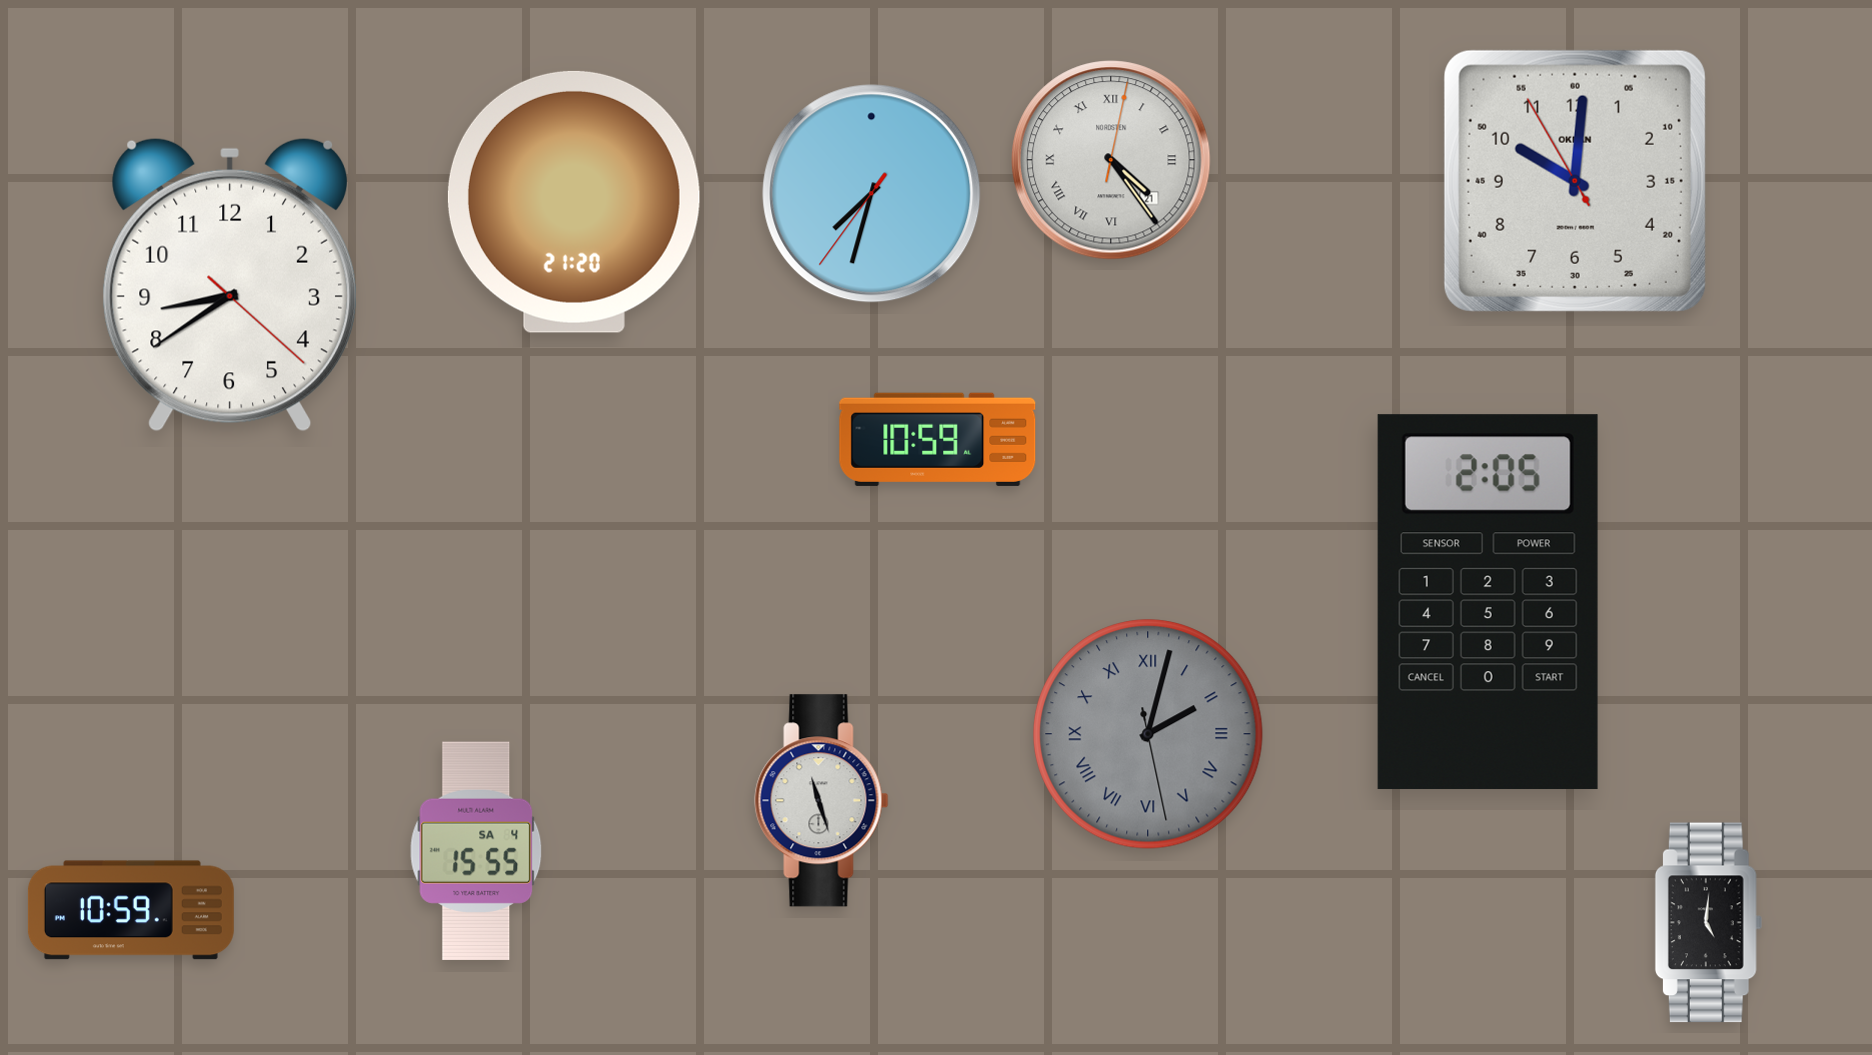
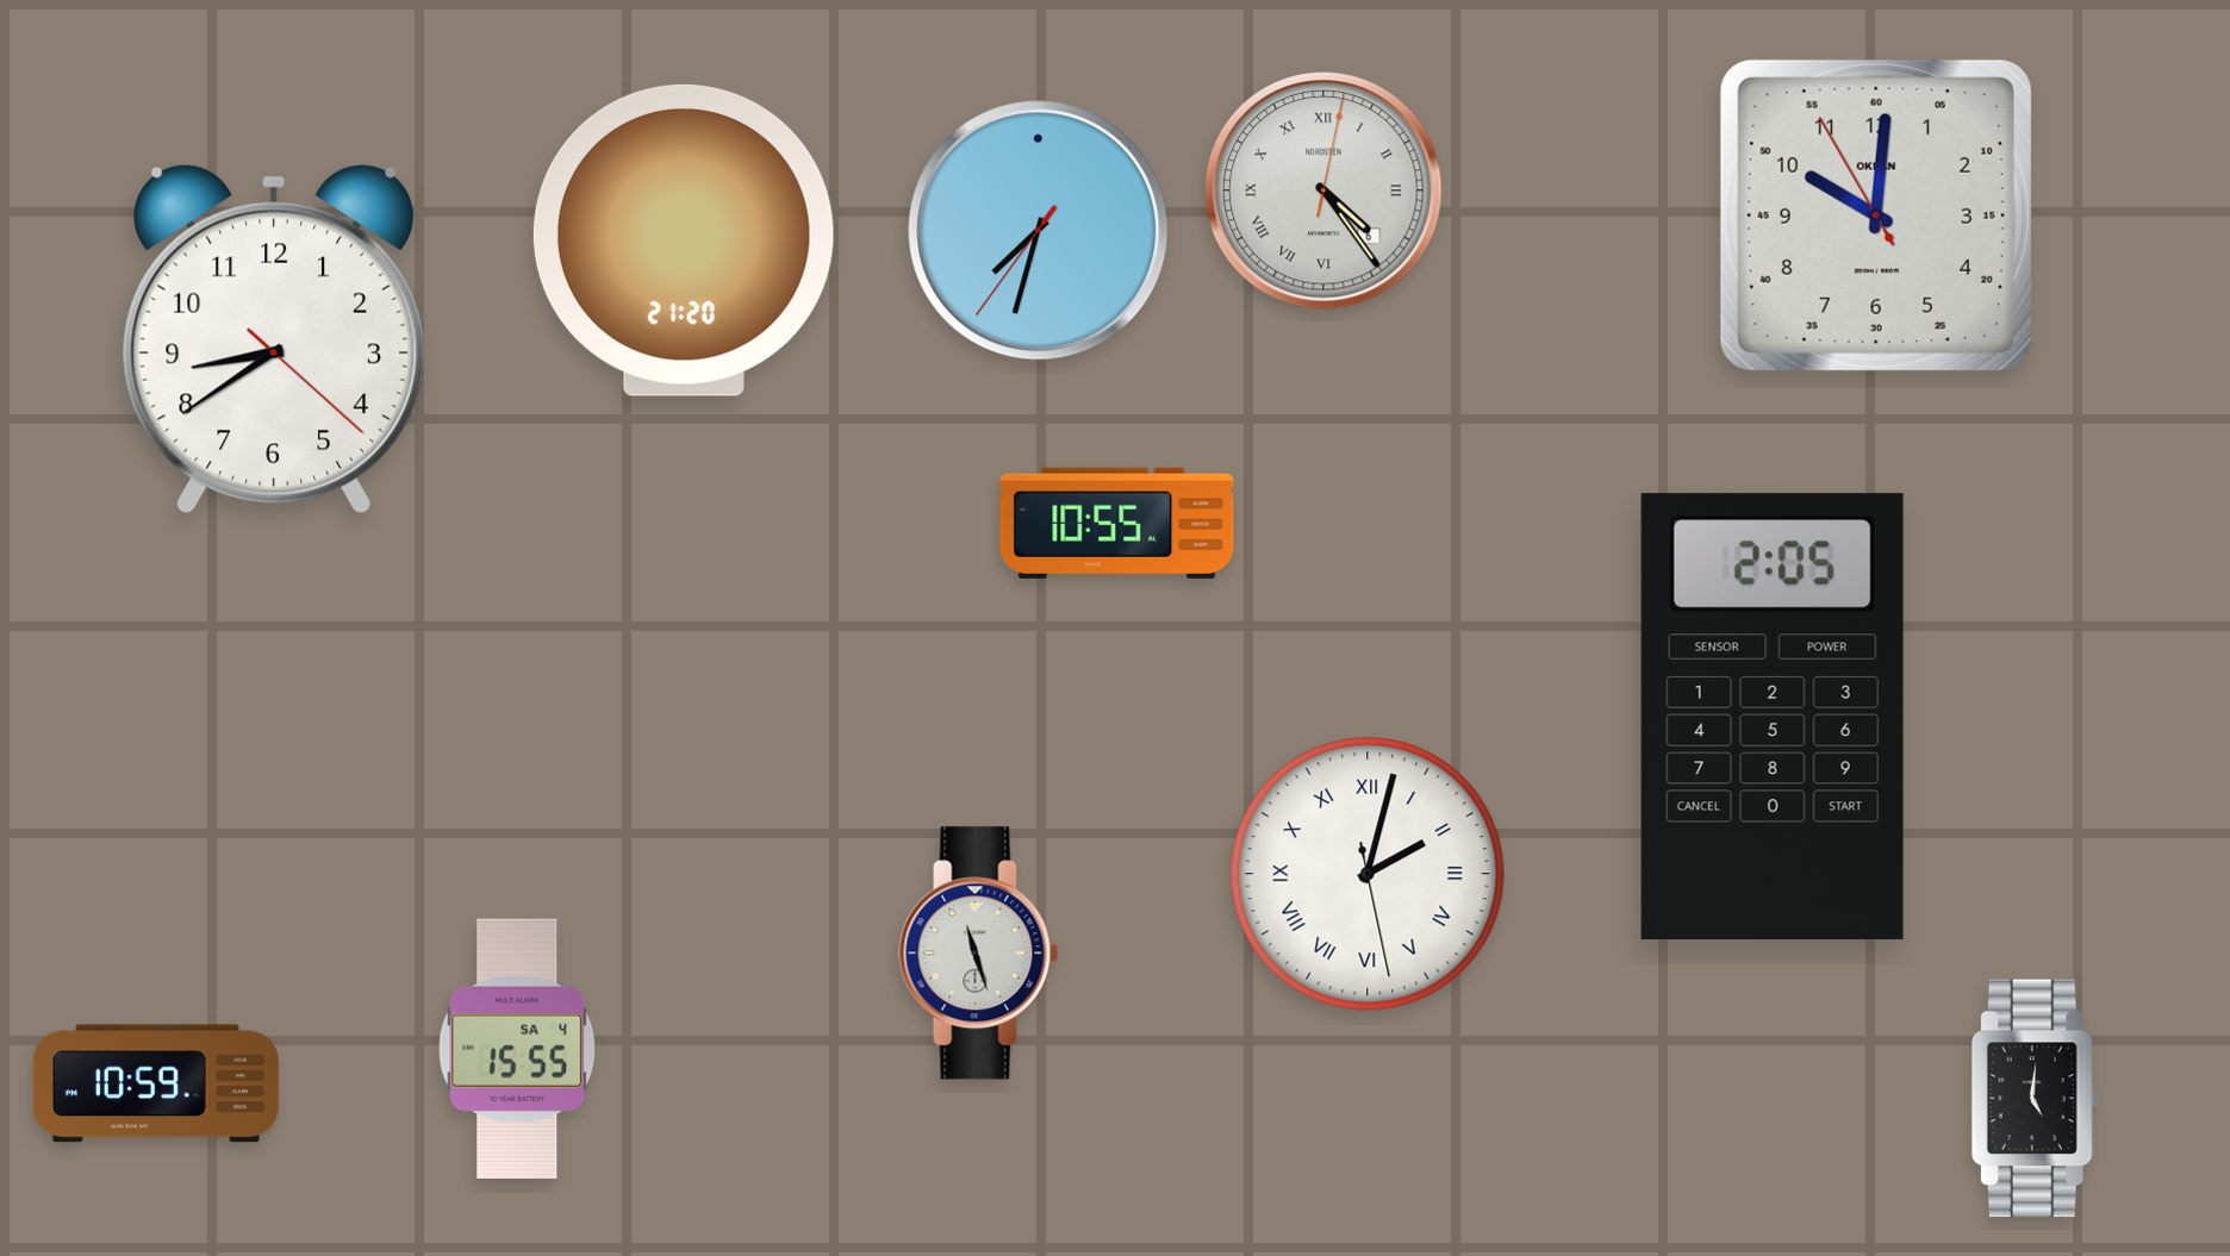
clock at (1111, 160) date: 21 -> 6
clock at (938, 439): 10:59 -> 10:55
clock at (1148, 734) dial: grey -> white
clock at (476, 850) position: (476, 850) -> (517, 1048)
